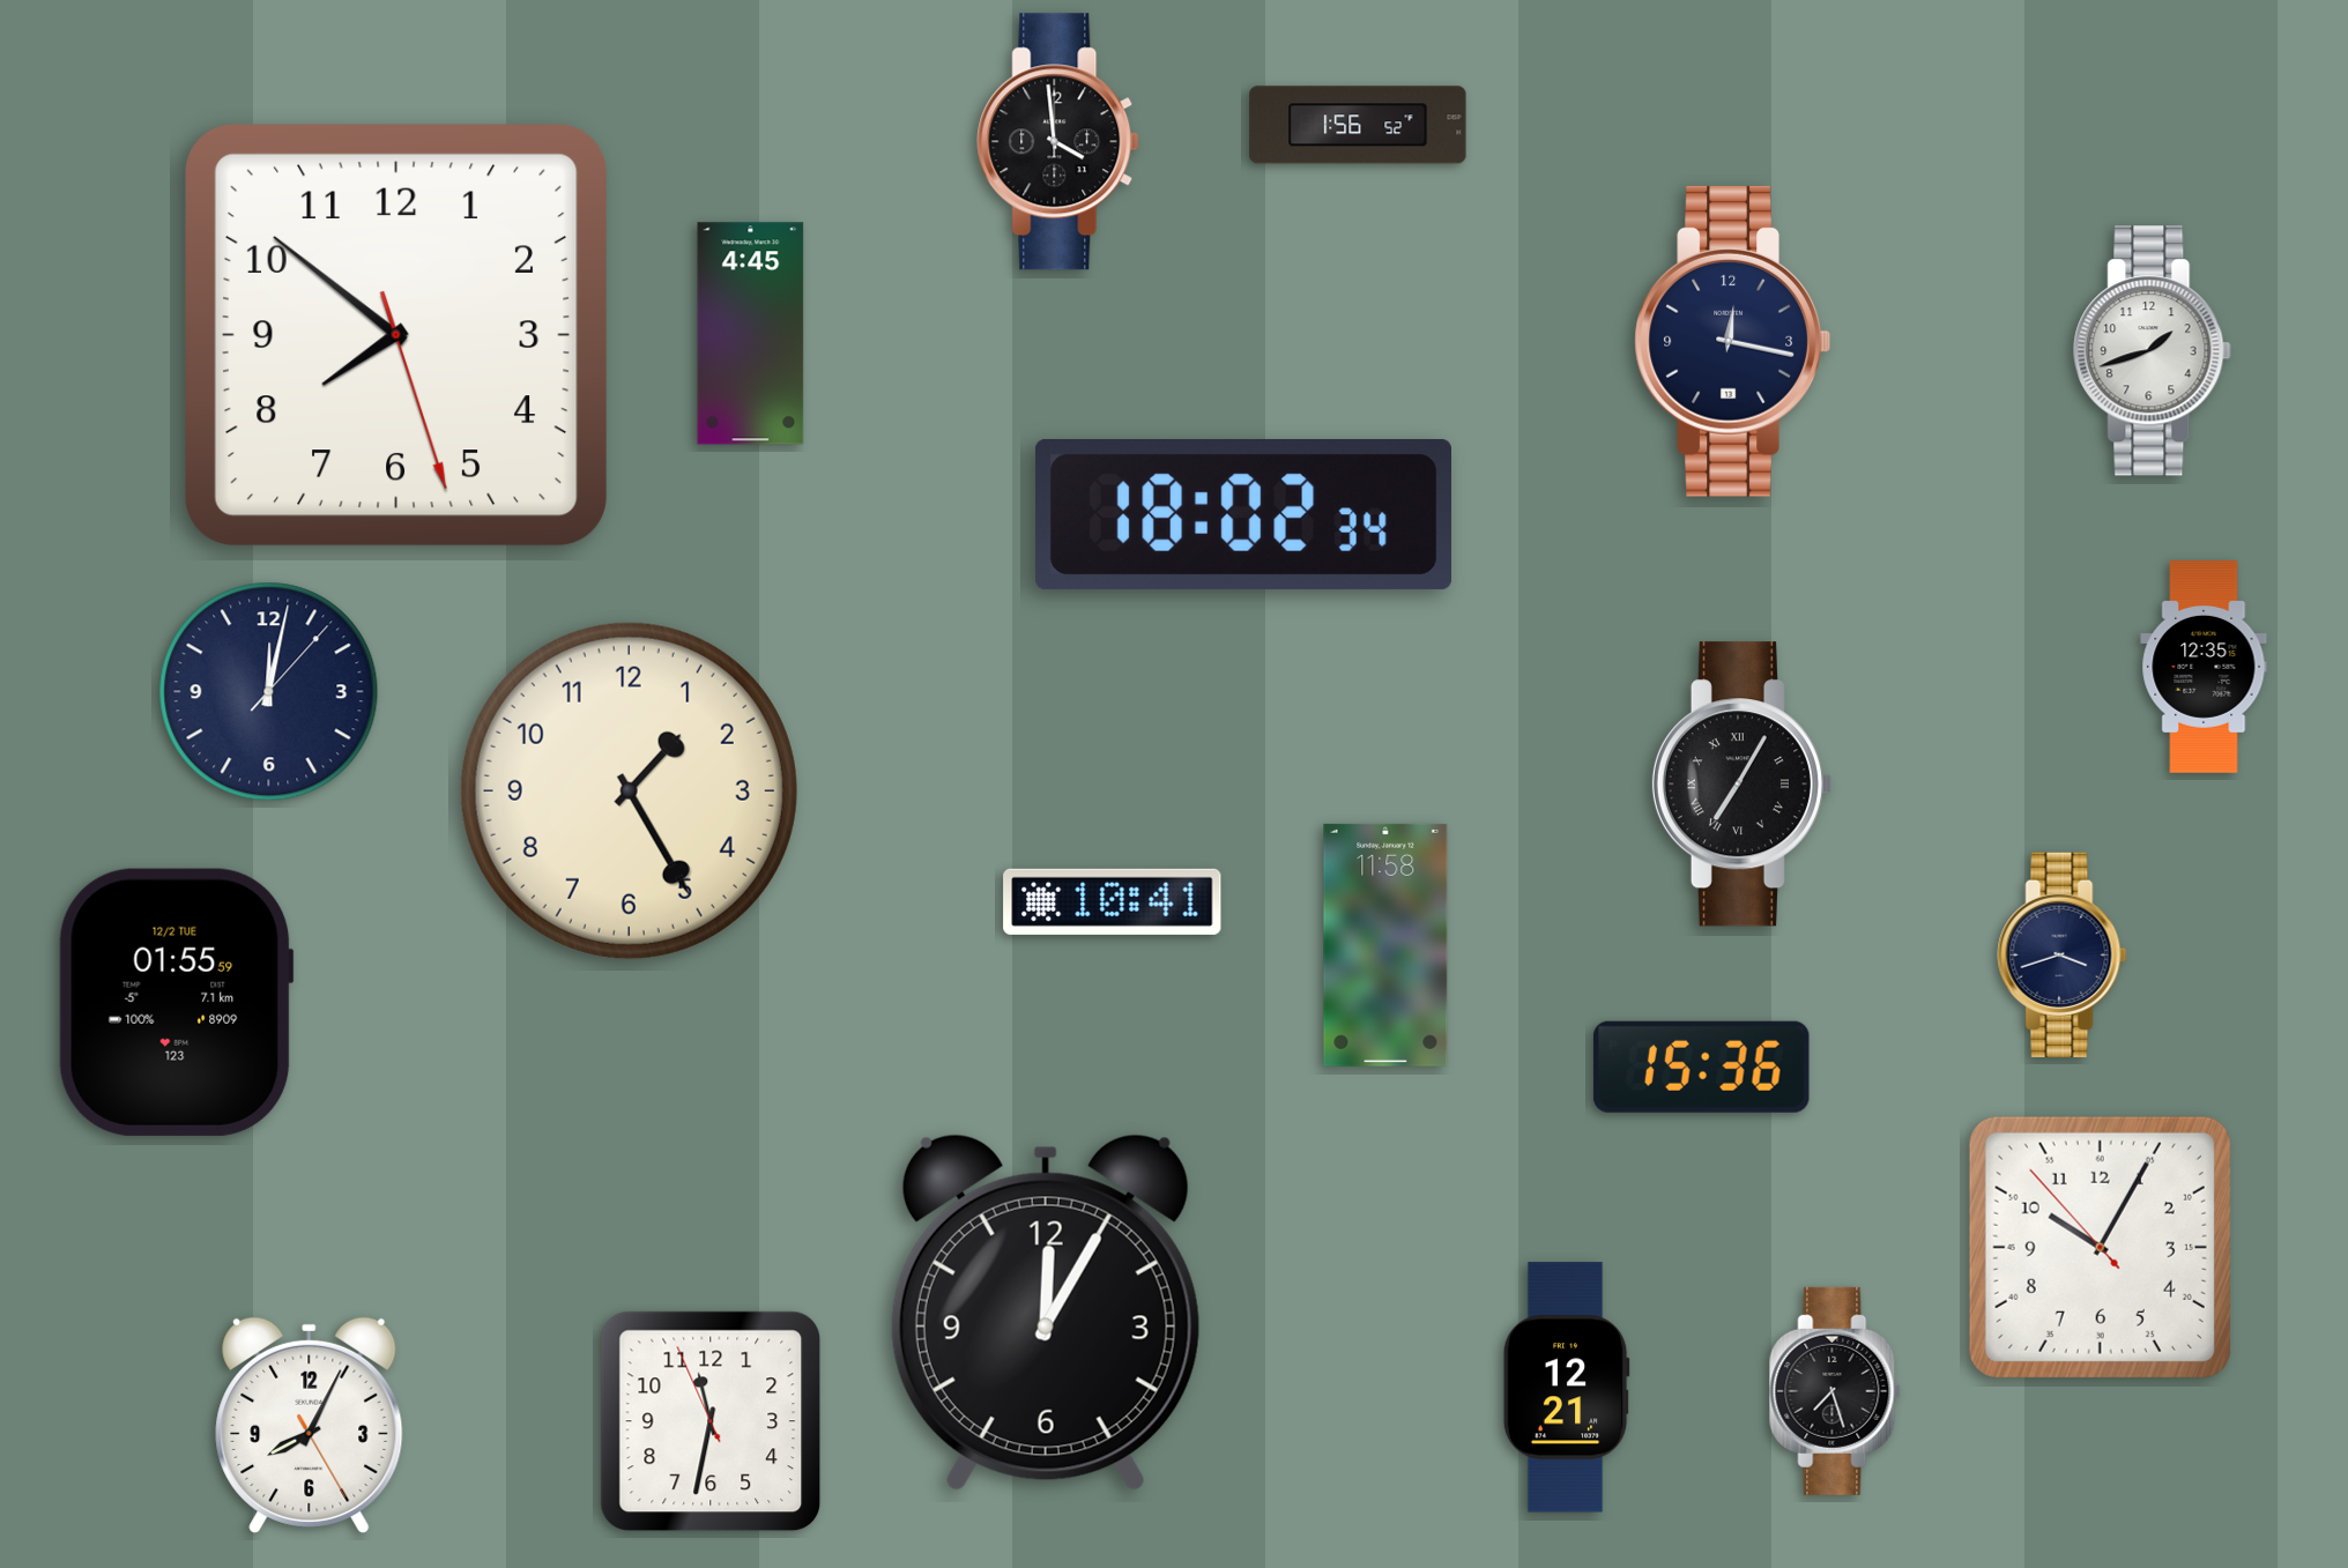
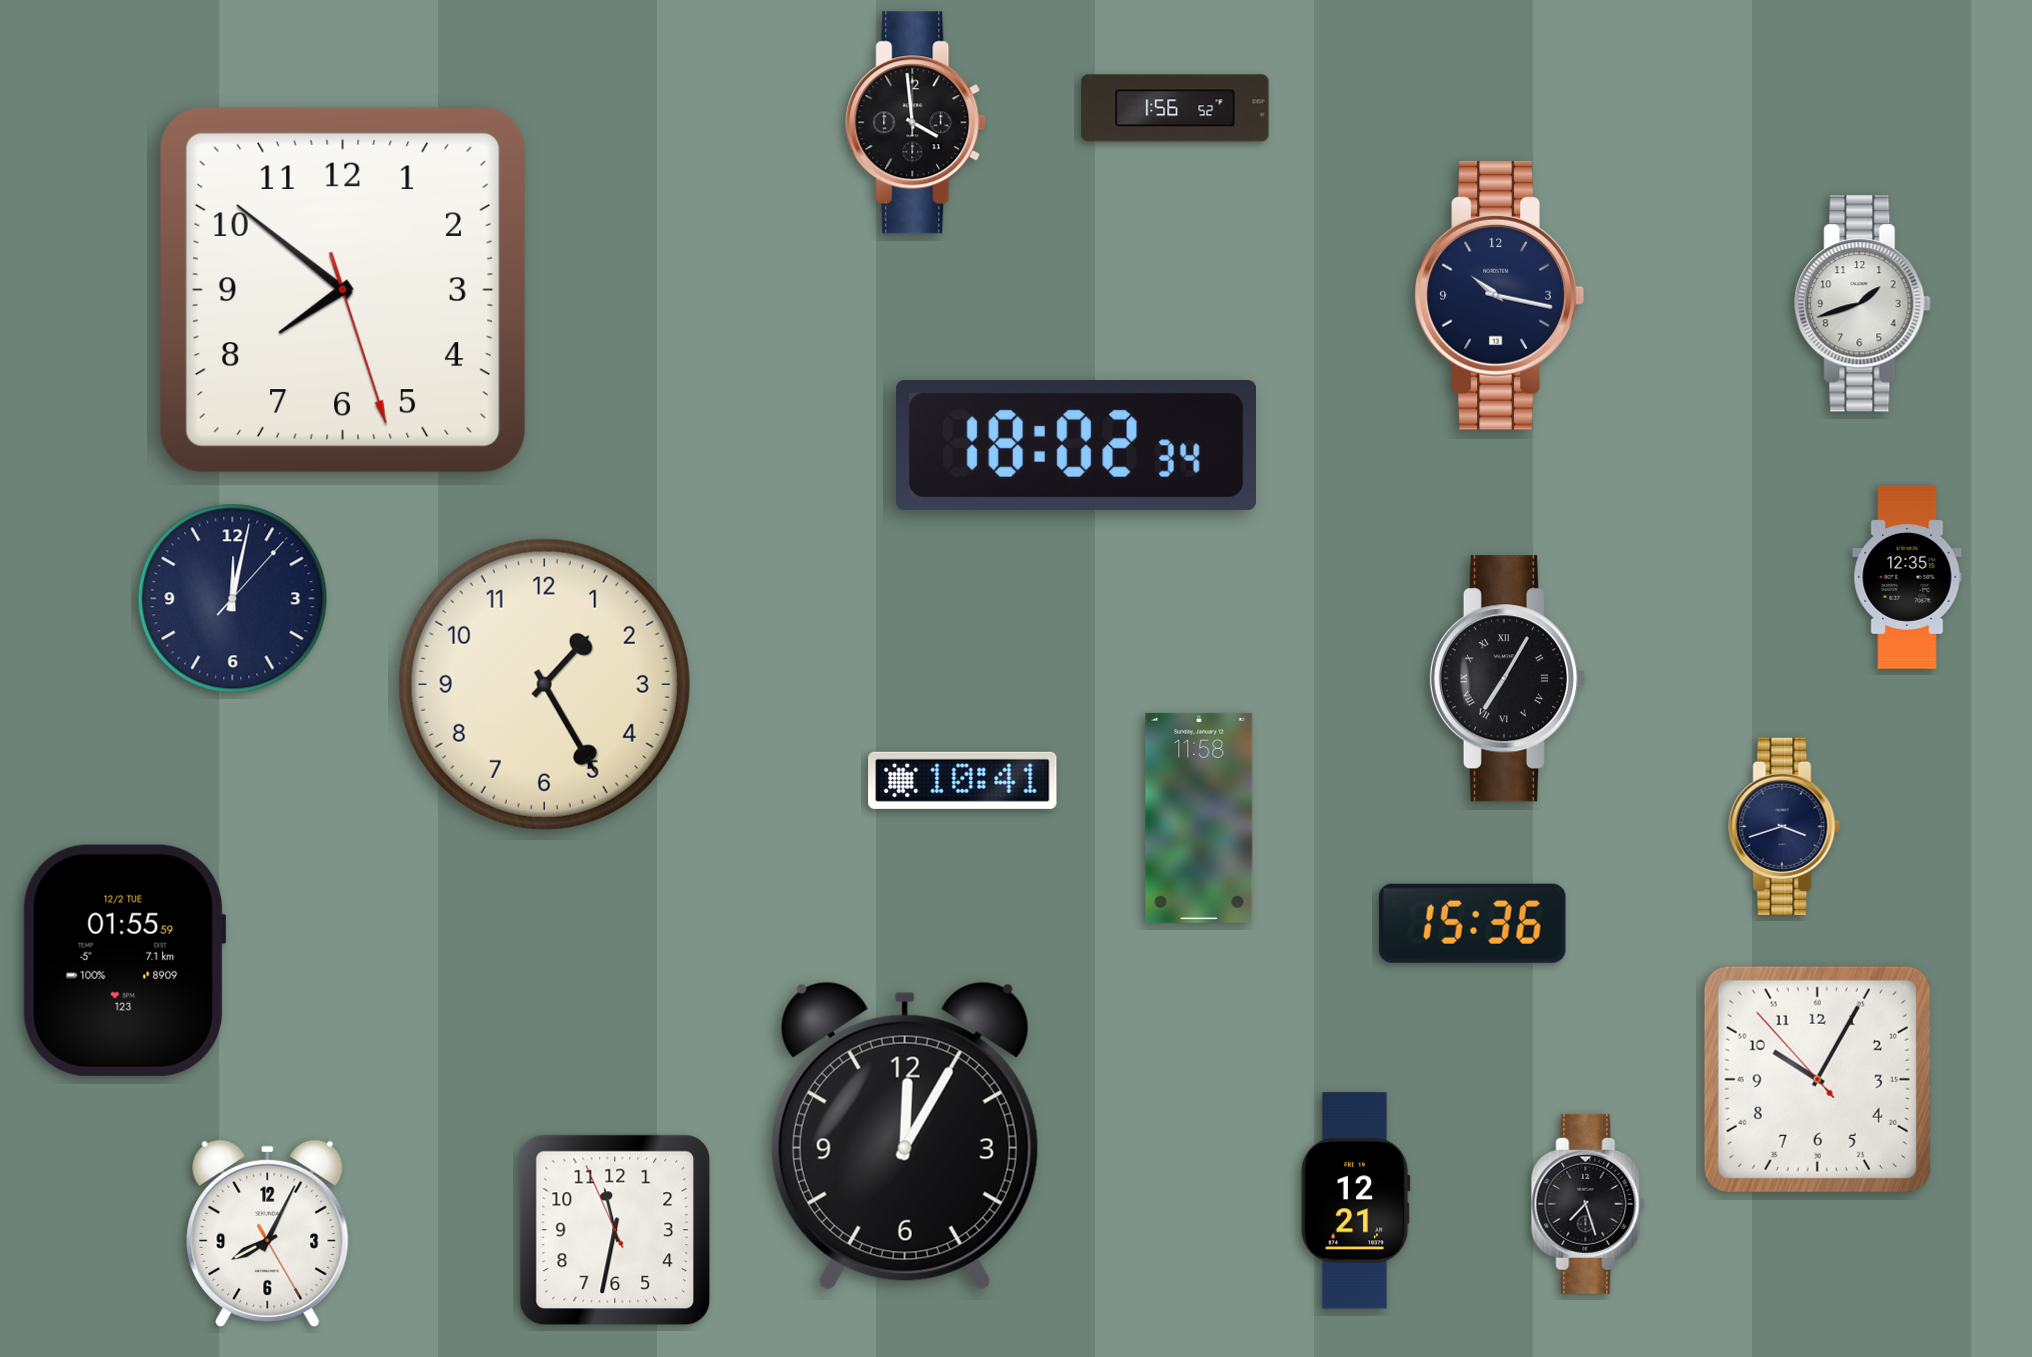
clock at (751, 334): 4:45 -> none
clock at (1732, 341): 12:17 -> 10:17
clock at (176, 1002) position: (176, 1002) -> (124, 960)
